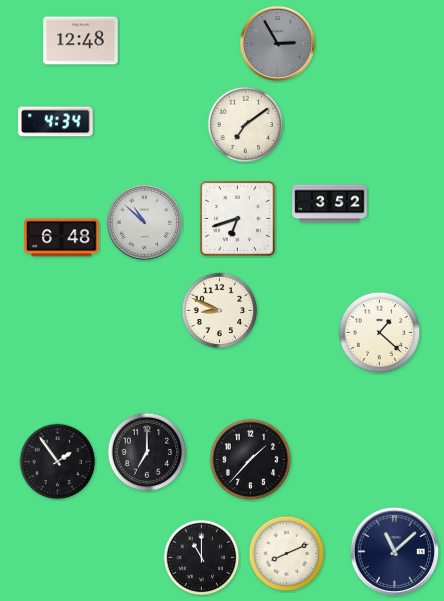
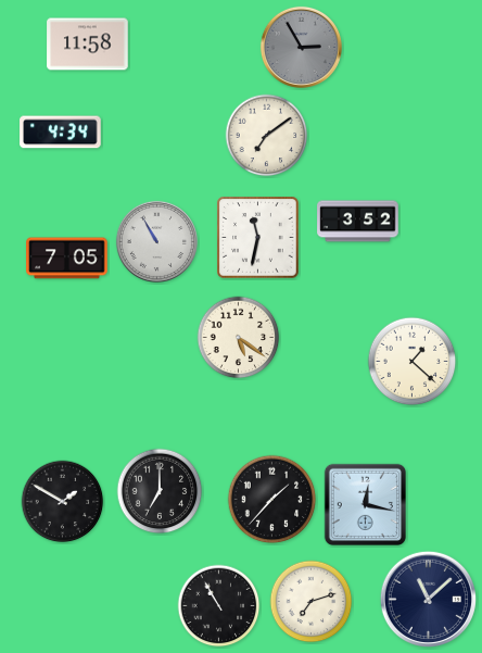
clock at (81, 41): 12:48 -> 11:58
clock at (238, 219): 6:42 -> 11:32
clock at (144, 222): 10:52 -> 10:55
clock at (62, 238): 6:48 -> 7:05
clock at (220, 311): 8:49 -> 5:21
clock at (58, 462): 1:54 -> 1:50
clock at (365, 504): none -> 12:17
clock at (287, 554): 8:11 -> 7:12
clock at (202, 558): 11:00 -> 10:55
